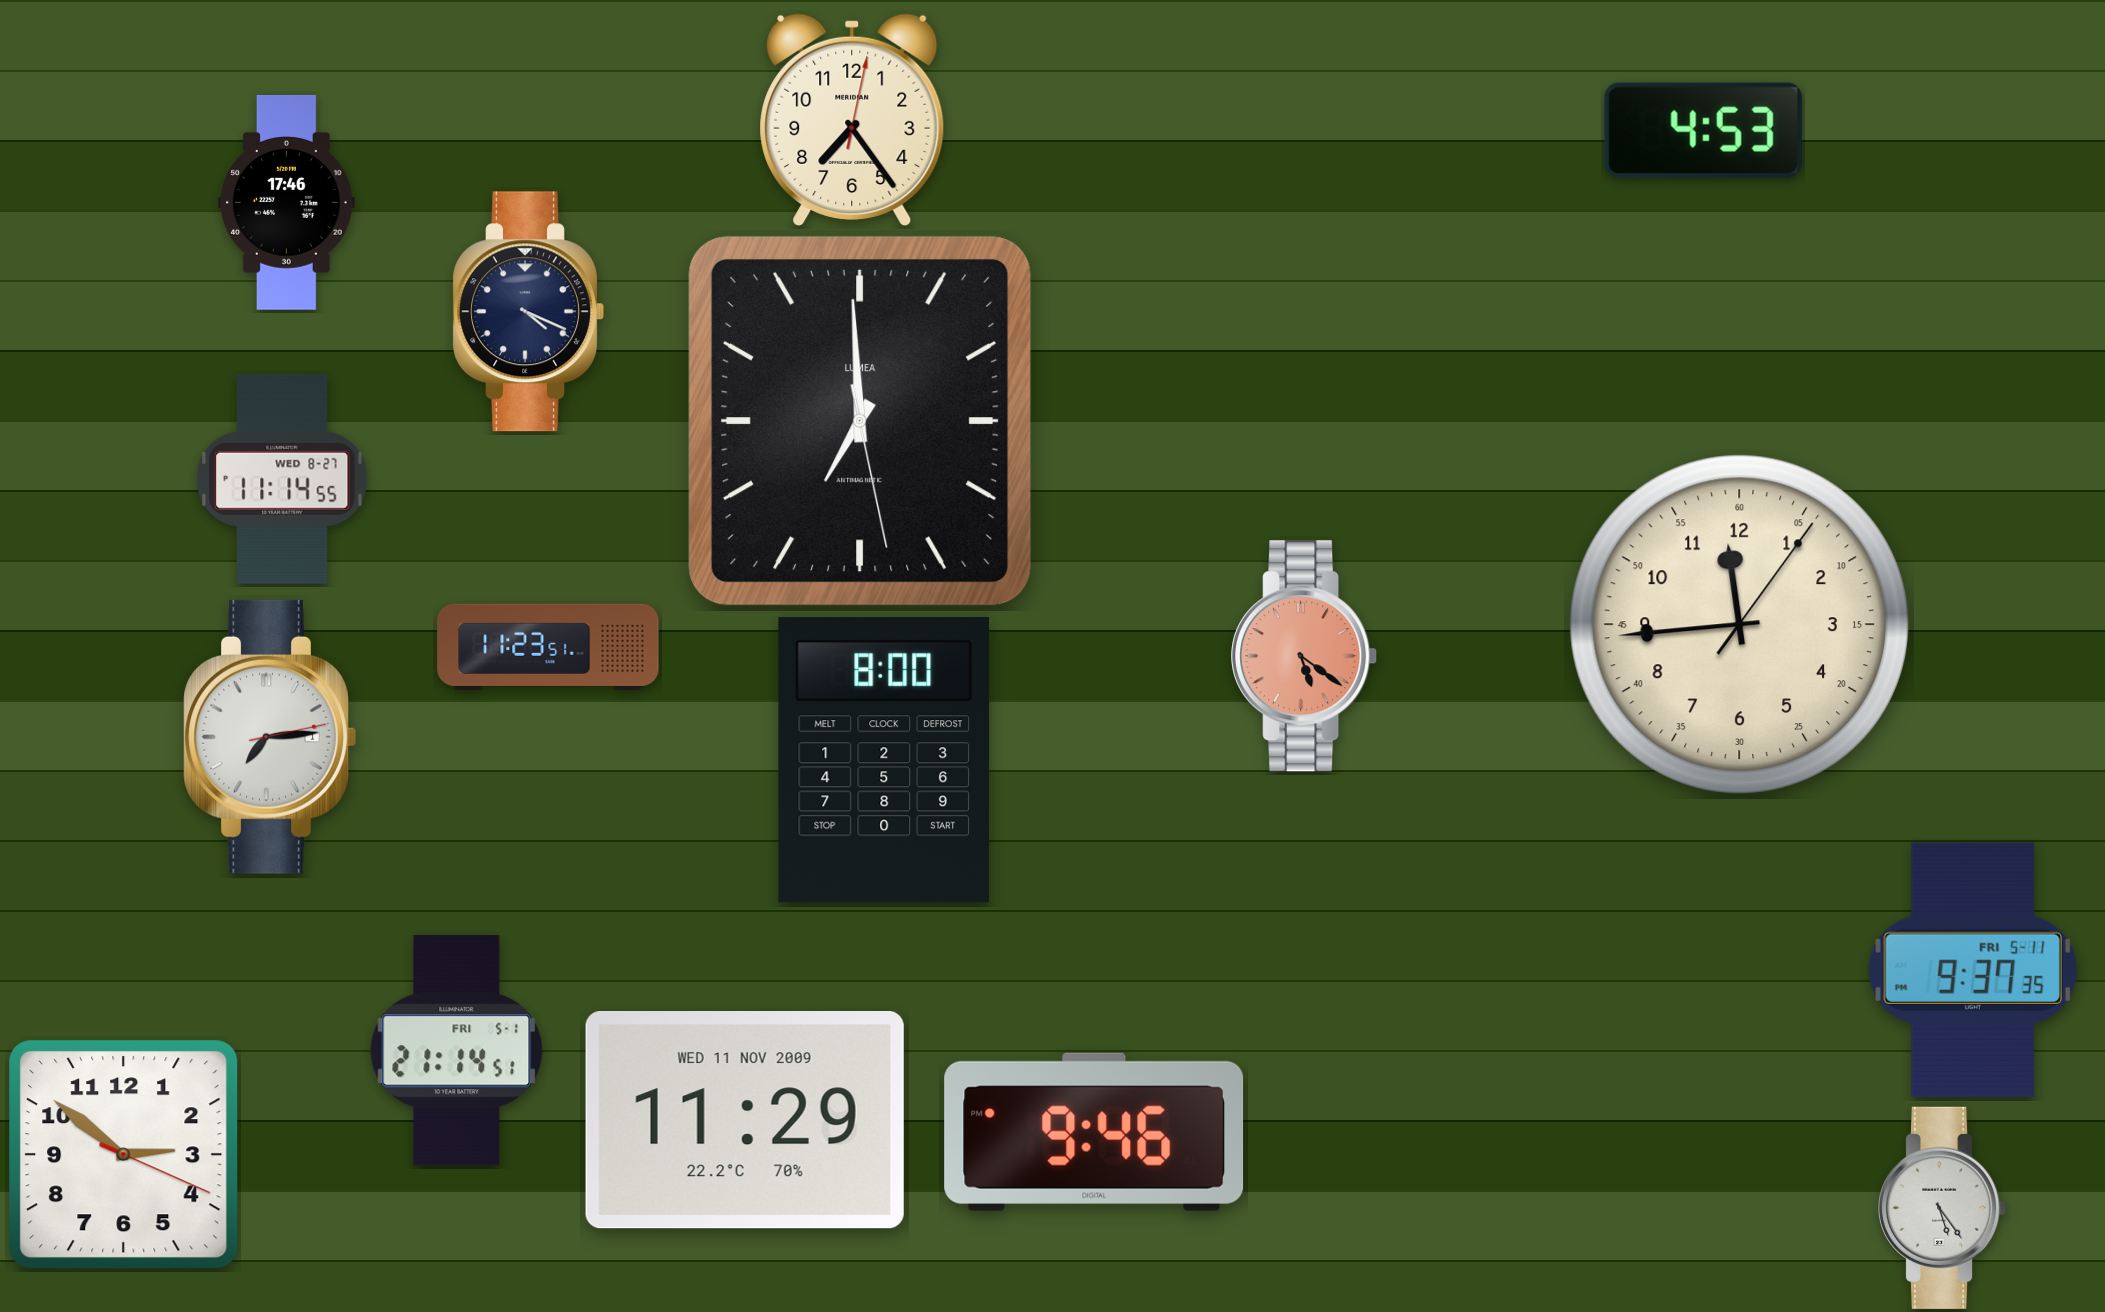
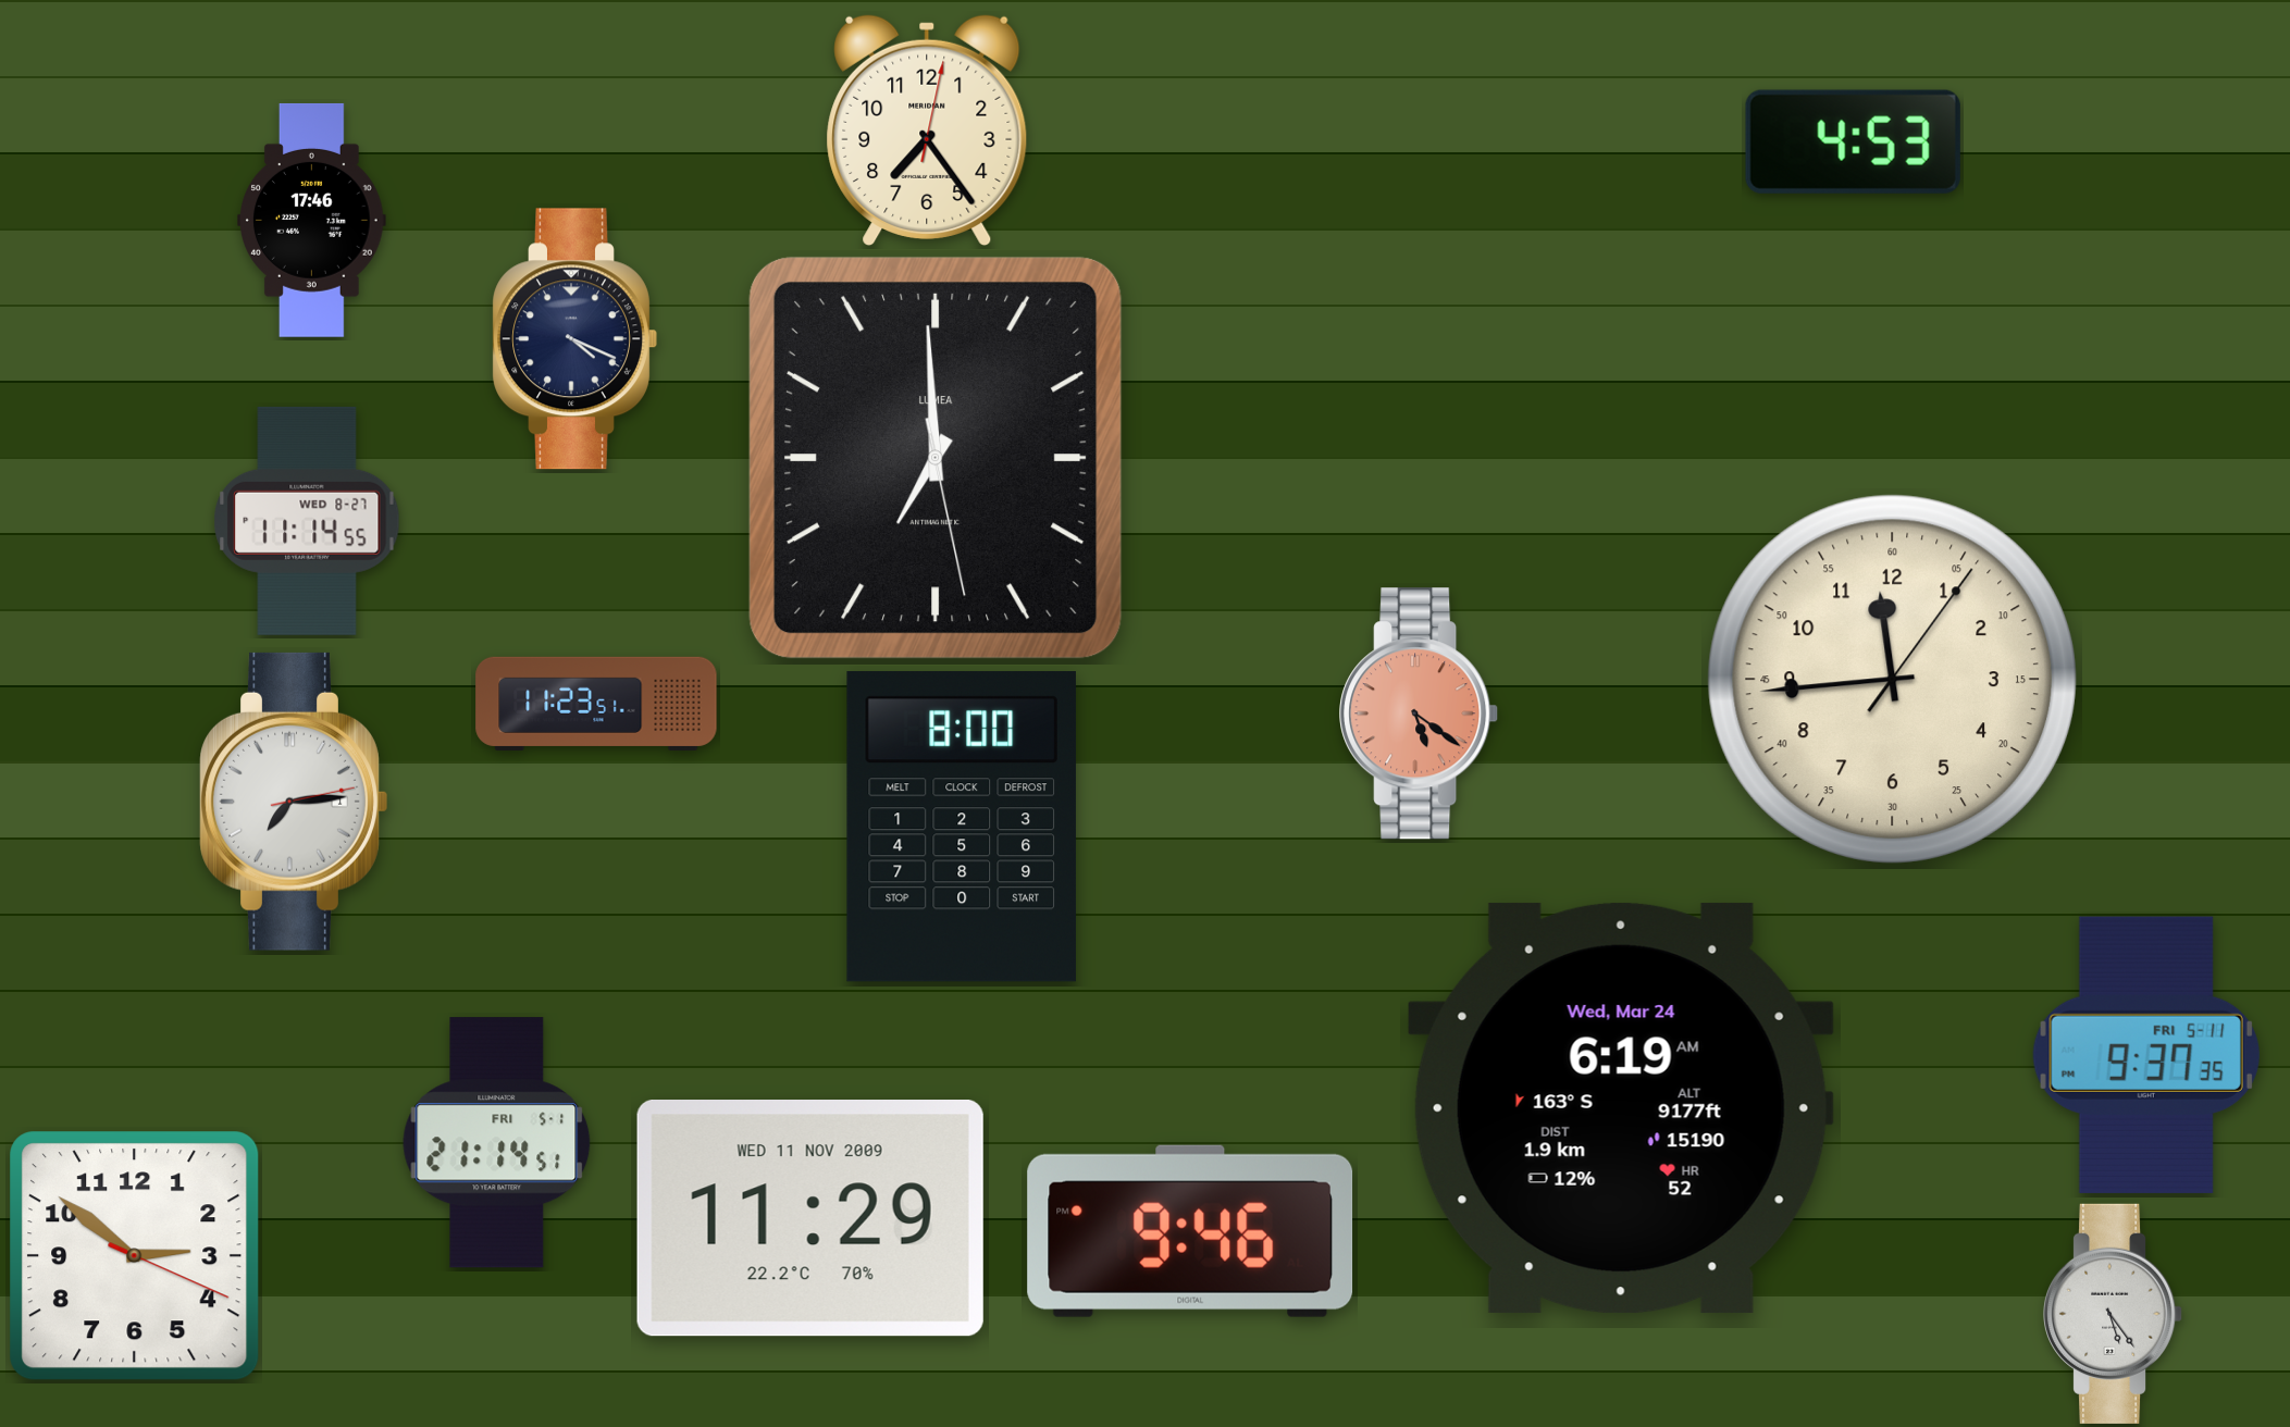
clock at (1621, 1108): none -> 6:19
